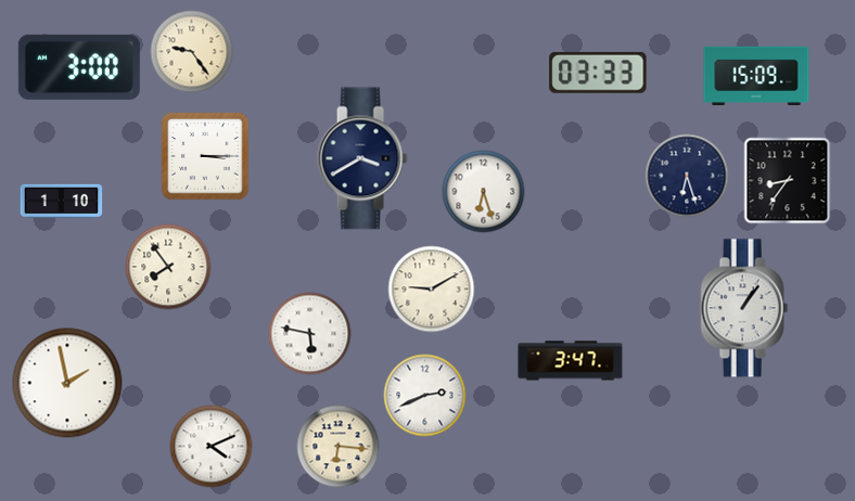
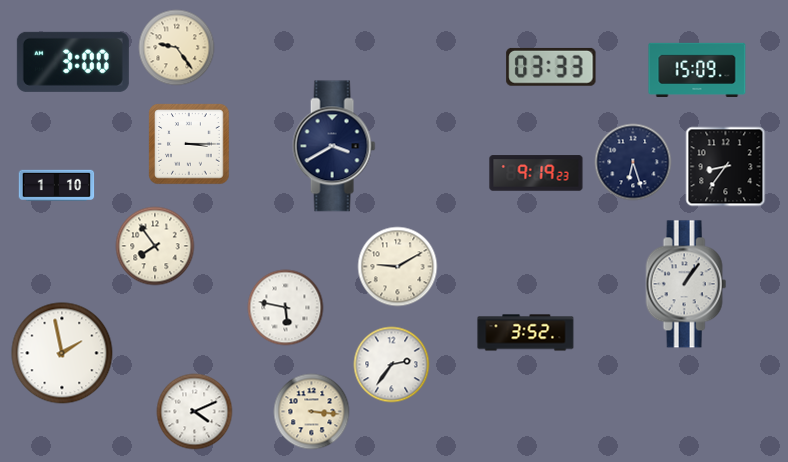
clock at (536, 173): none -> 9:19
clock at (484, 192): 6:27 -> none
clock at (571, 361): 3:47 -> 3:52
clock at (425, 396): 2:41 -> 2:36
clock at (339, 447): 6:16 -> 3:16
